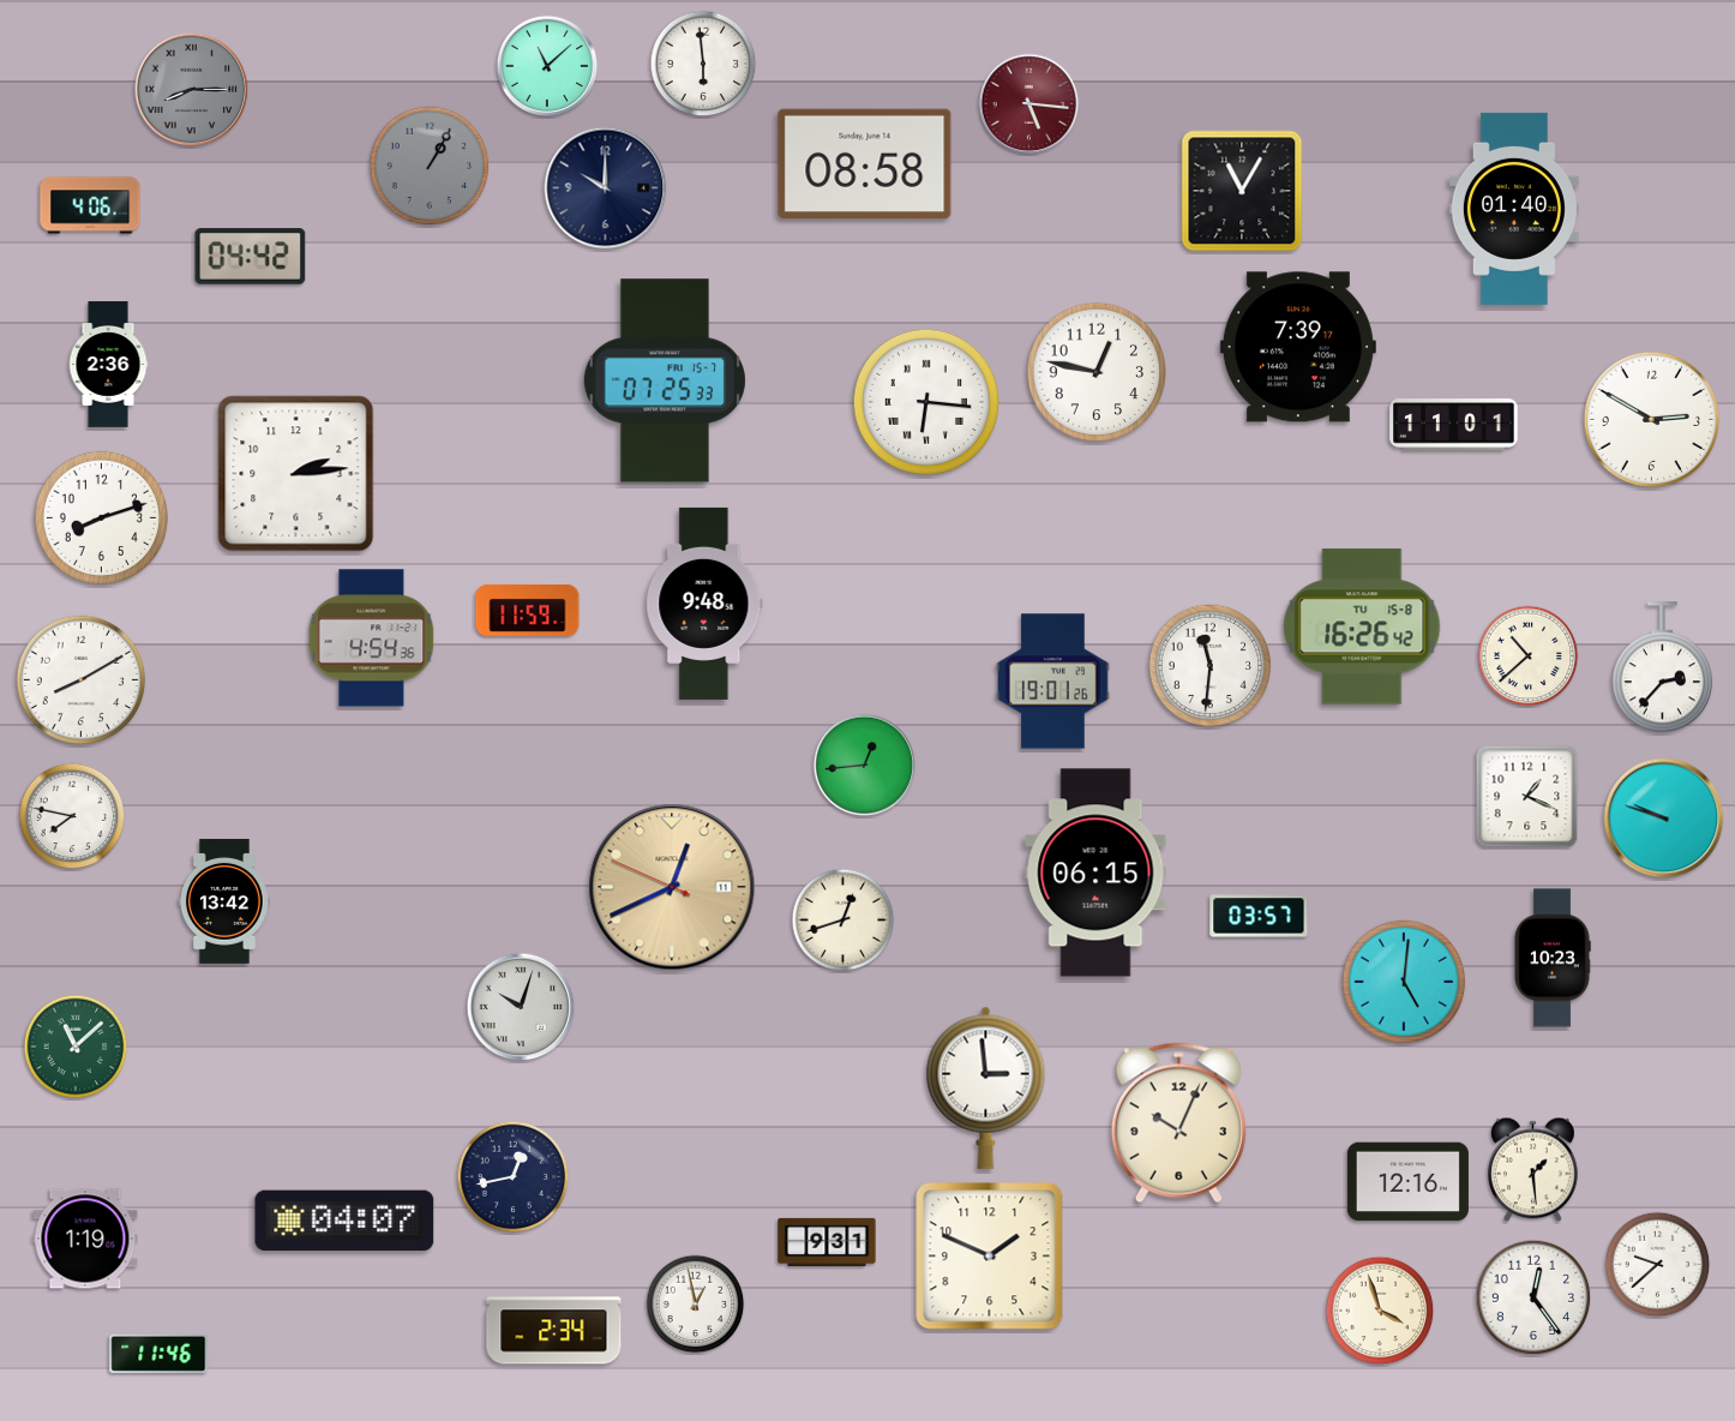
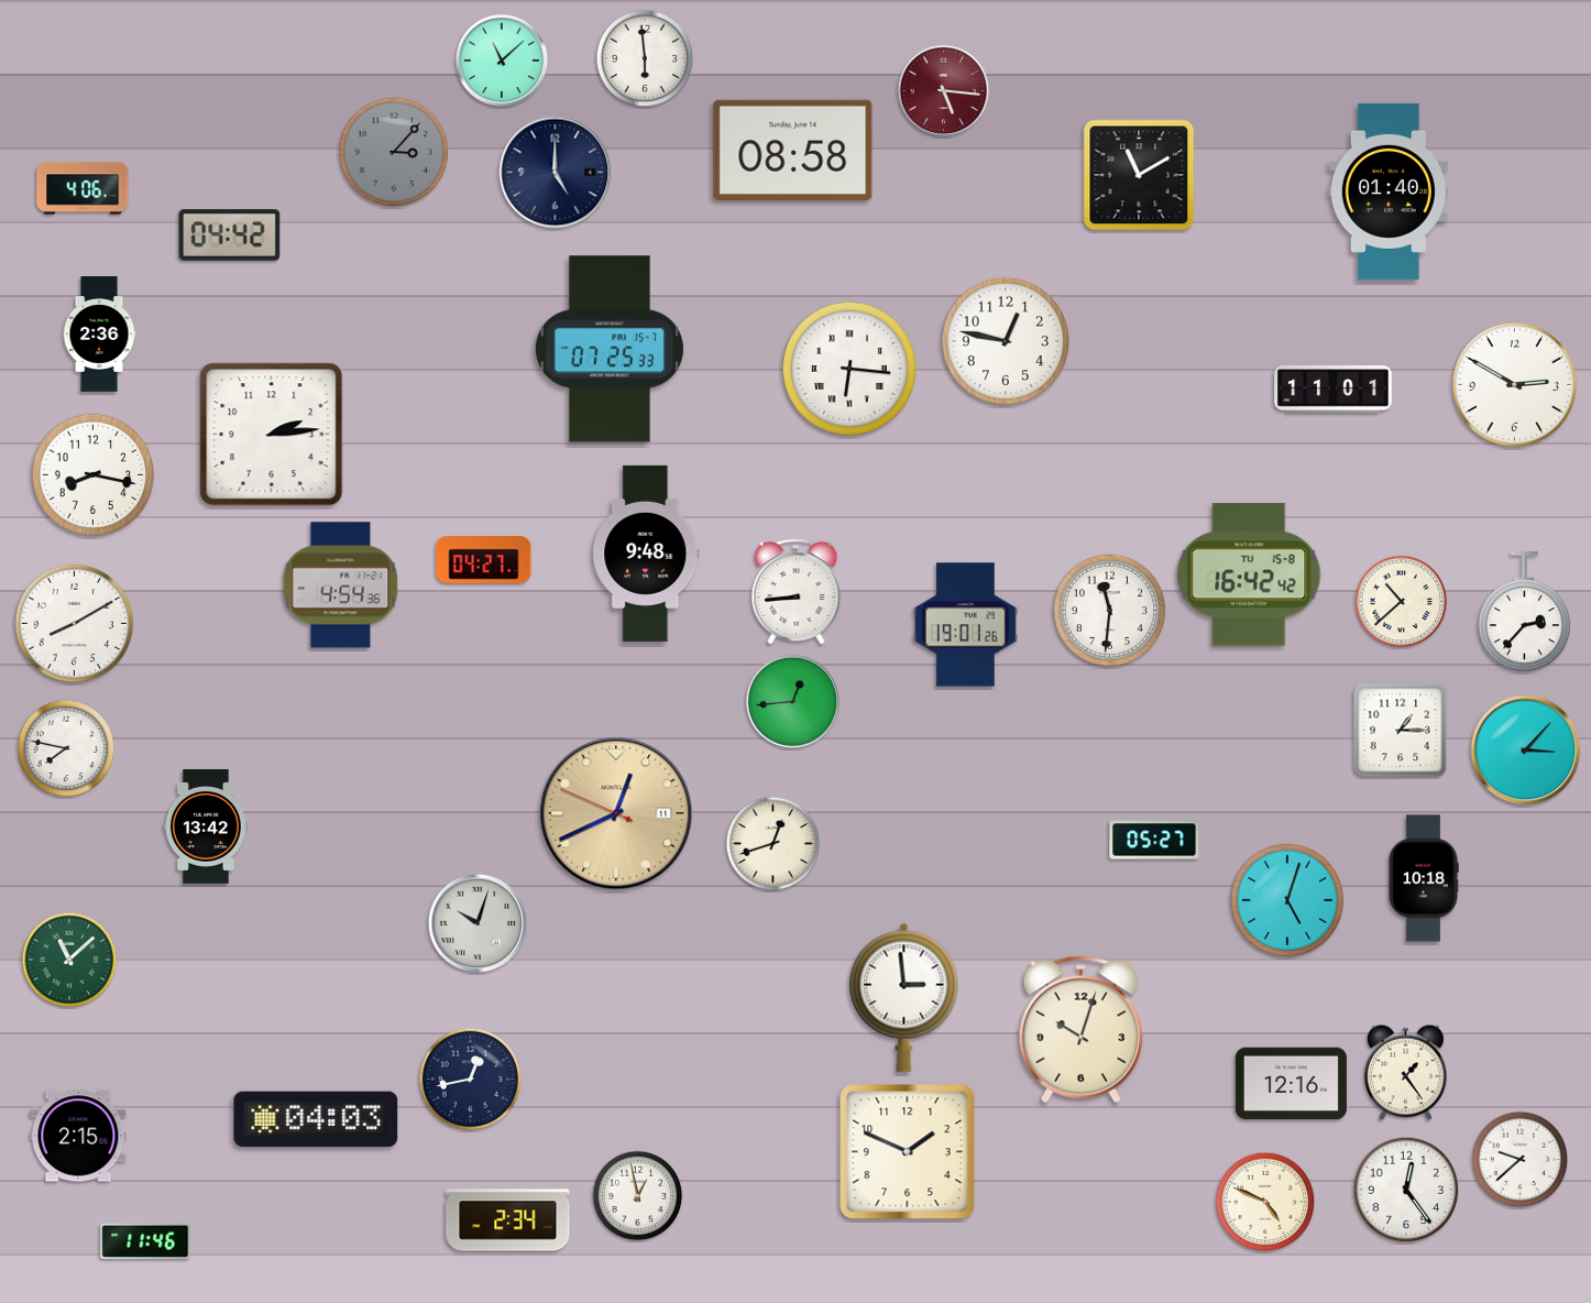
clock at (192, 90): 8:15 -> none
clock at (1029, 104) position: (1029, 104) -> (944, 91)
clock at (430, 166): 1:05 -> 3:07
clock at (606, 188): 10:00 -> 5:00
clock at (1242, 191): 11:05 -> 11:10
clock at (1298, 347): 7:39 -> none
clock at (101, 517): 8:12 -> 8:17
clock at (528, 611): 11:59 -> 04:27
clock at (1362, 626): 16:26 -> 16:42
clock at (797, 592): none -> 8:44
clock at (1527, 797): 1:19 -> 1:15
clock at (1664, 819): 9:48 -> 3:07
clock at (1095, 873): 06:15 -> none
clock at (1259, 916): 03:57 -> 05:27
clock at (1553, 958): 10:23 -> 10:18
clock at (1404, 982): 5:01 -> 5:03
clock at (1178, 1123): 10:04 -> 10:03
clock at (1533, 1170): 1:29 -> 1:24
clock at (344, 1219): 04:07 -> 04:03
clock at (85, 1239): 1:19 -> 2:15
clock at (827, 1241): 9:31 -> none
clock at (1380, 1311): 3:57 -> 4:49
